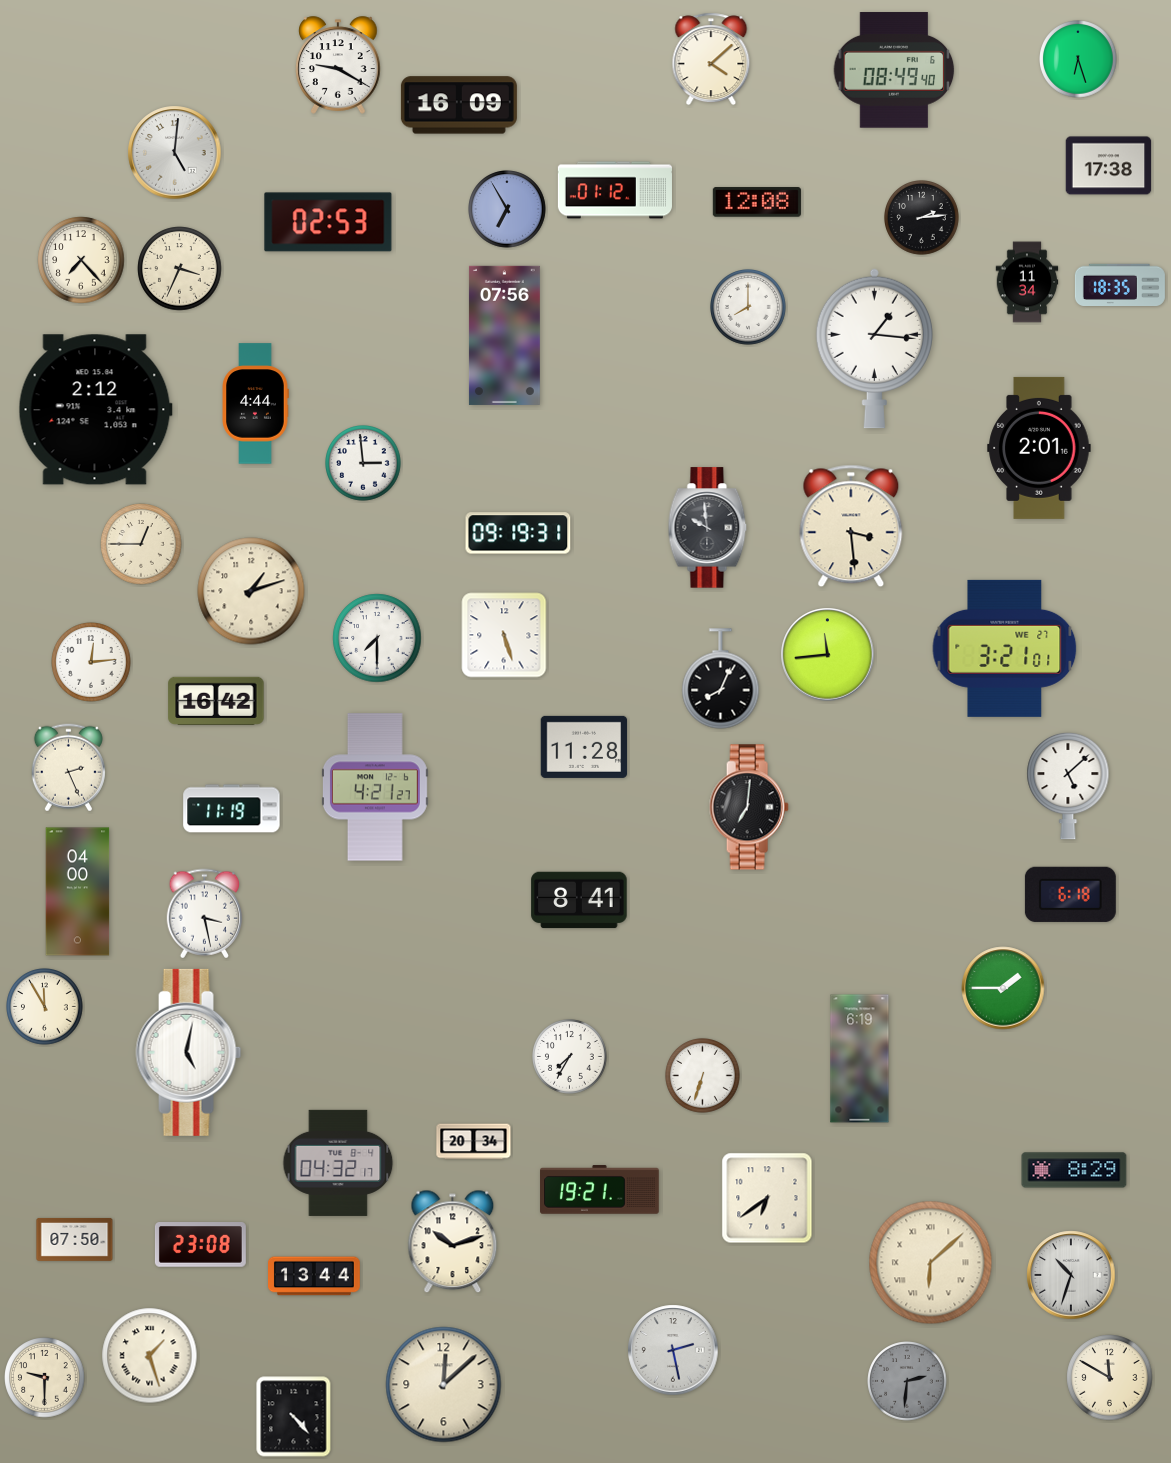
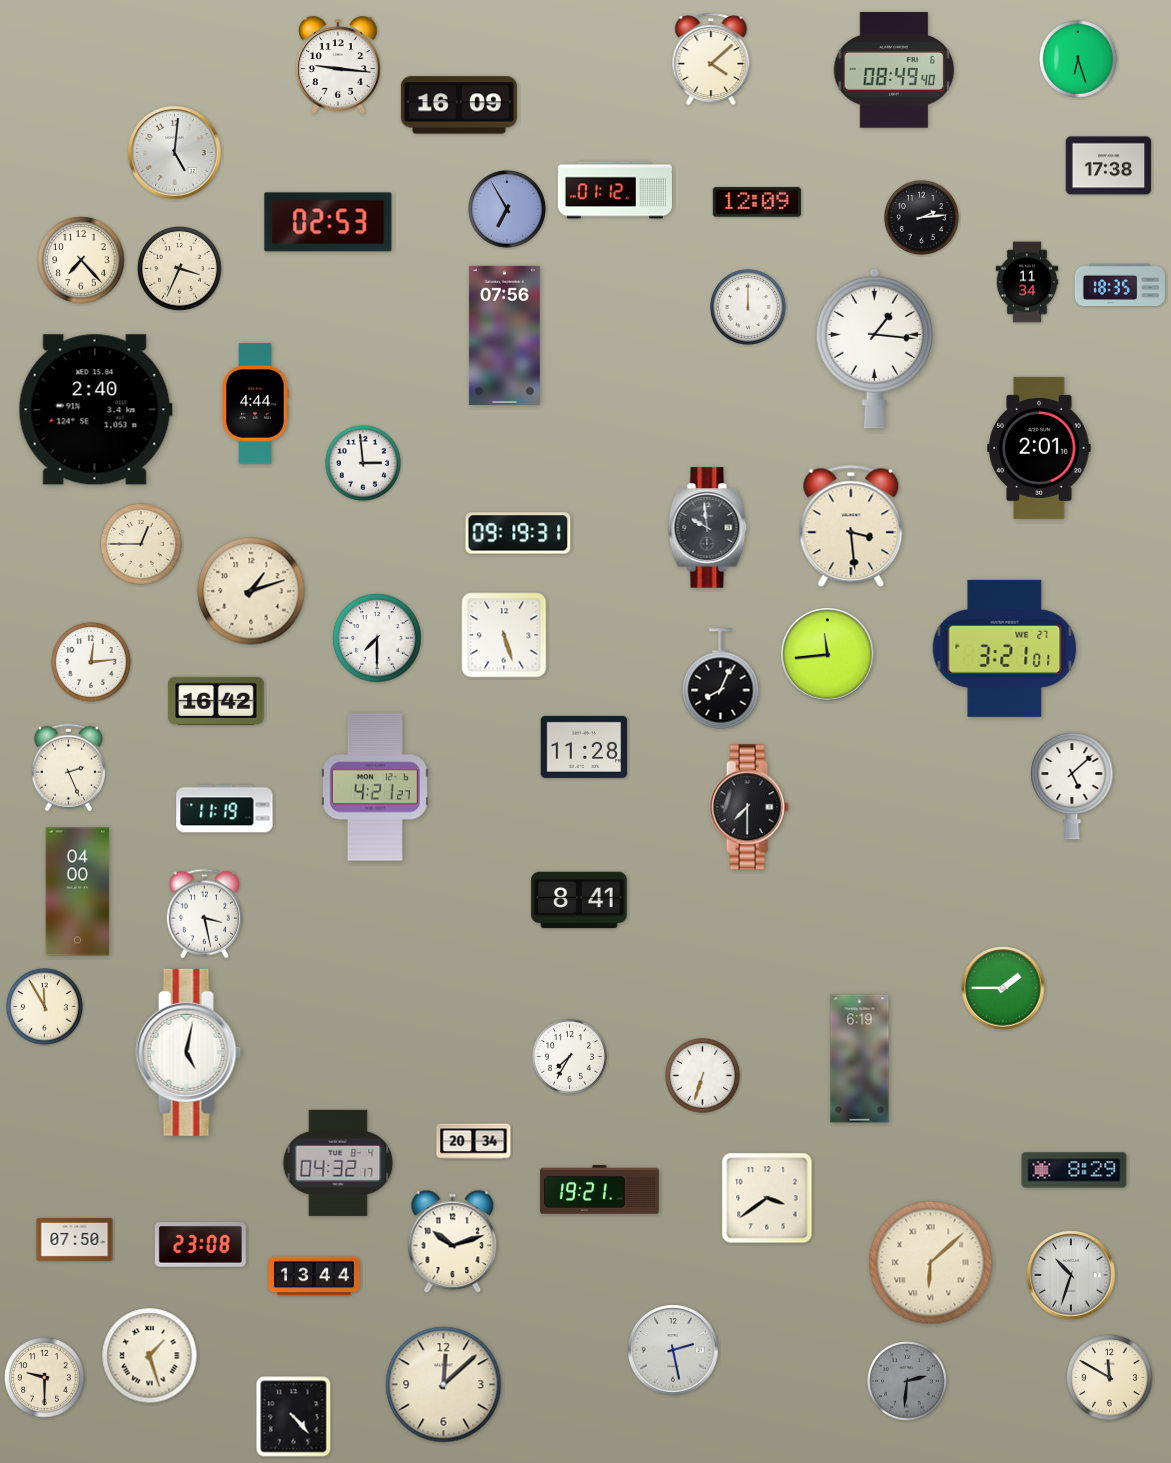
clock at (338, 65): 9:20 -> 9:16
clock at (757, 202): 12:08 -> 12:09
clock at (749, 308): 8:00 -> 12:00
clock at (95, 410): 2:12 -> 2:40
clock at (1068, 786) position: (1068, 786) -> (1072, 786)
clock at (749, 807): 7:01 -> 7:30
clock at (232, 809) position: (232, 809) -> (225, 809)
clock at (1070, 894): 6:18 -> none
clock at (767, 1198): 6:39 -> 3:39
